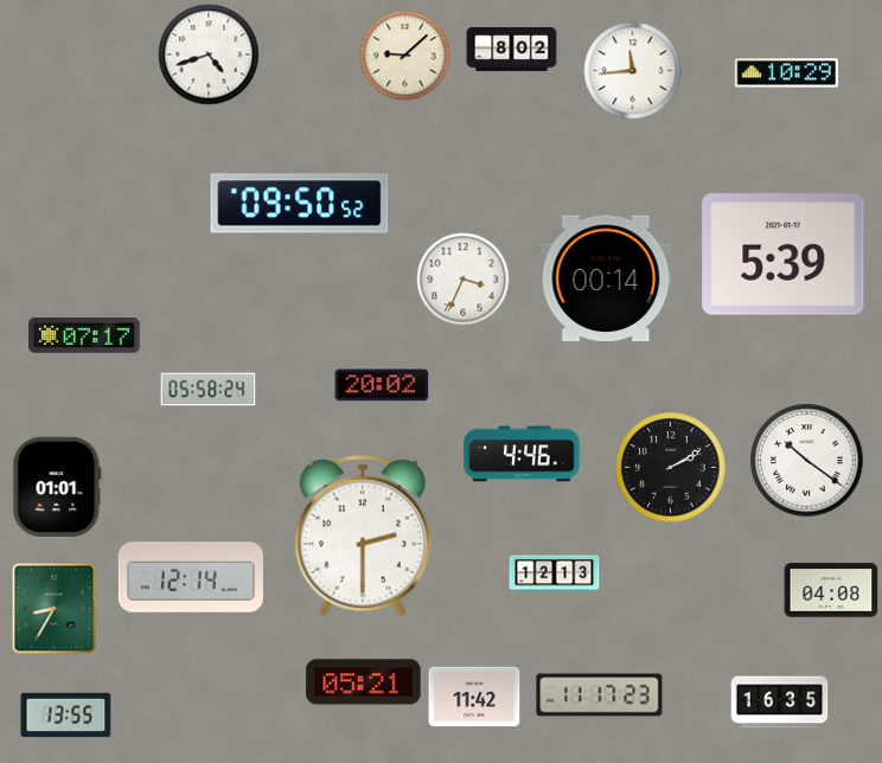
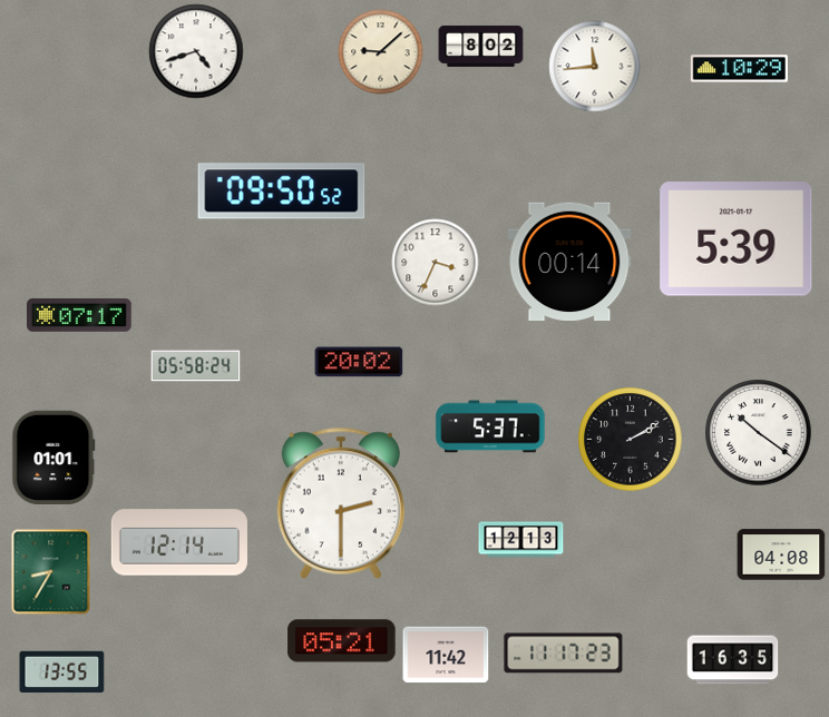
clock at (522, 454): 4:46 -> 5:37
